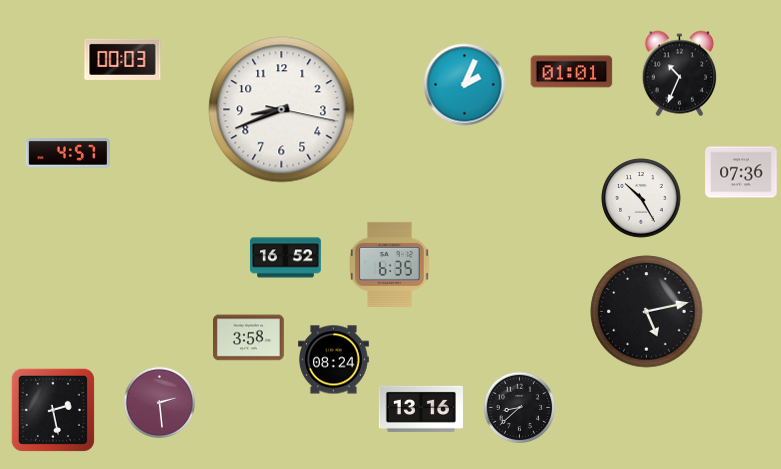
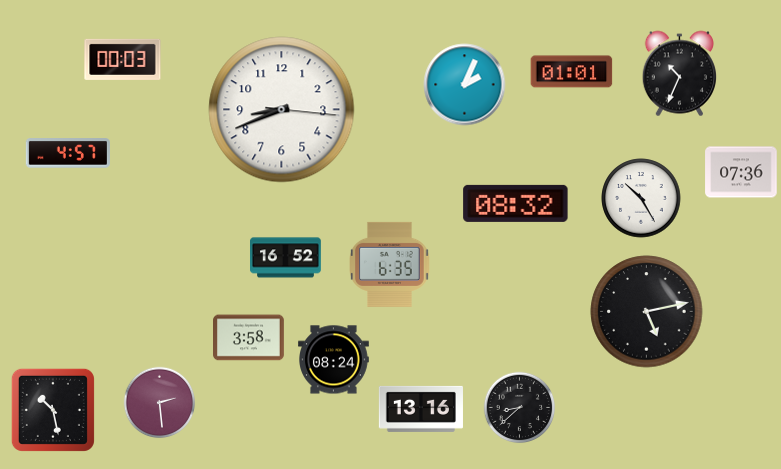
clock at (282, 110): 8:41:17 -> 8:41:16
clock at (516, 203): none -> 08:32
clock at (53, 410): 2:28 -> 10:28
